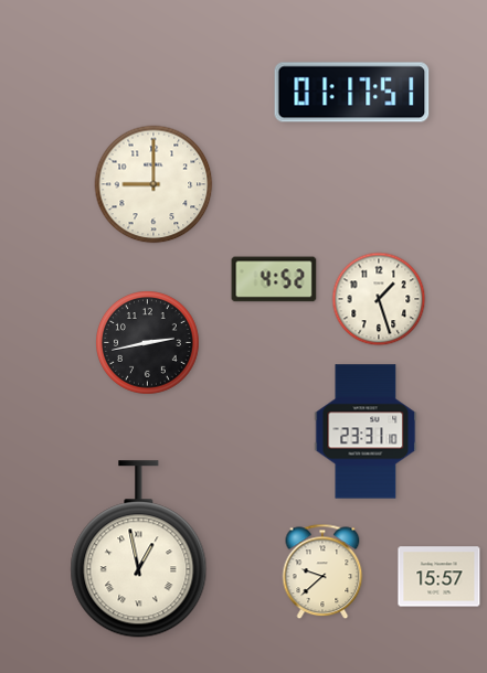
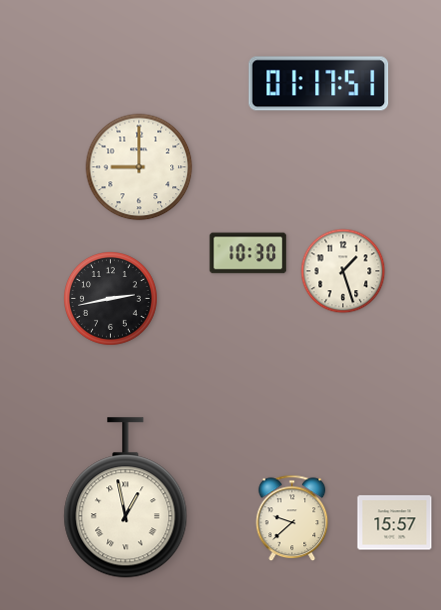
clock at (274, 279): 4:52 -> 10:30
clock at (148, 343) position: (148, 343) -> (111, 299)
clock at (366, 431): 23:31 -> none
clock at (440, 577) position: (440, 577) -> (395, 523)
